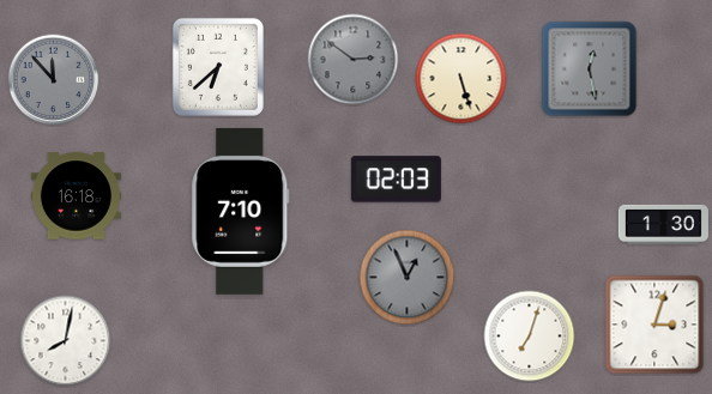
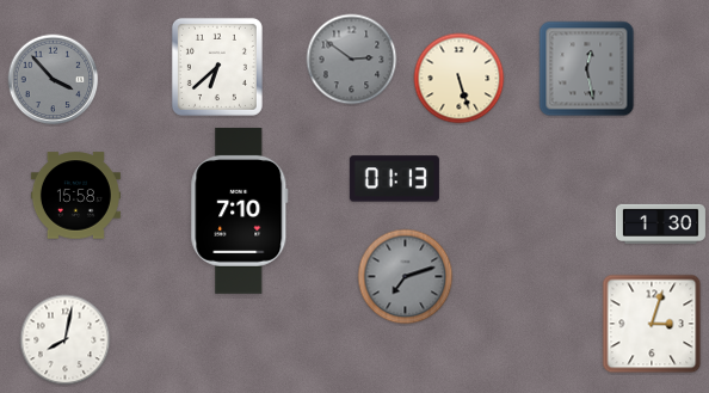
clock at (54, 80): 11:53 -> 3:53
clock at (396, 180): 02:03 -> 01:13
clock at (76, 196): 16:18 -> 15:58
clock at (408, 278): 12:56 -> 7:12
clock at (530, 337): 7:03 -> none
